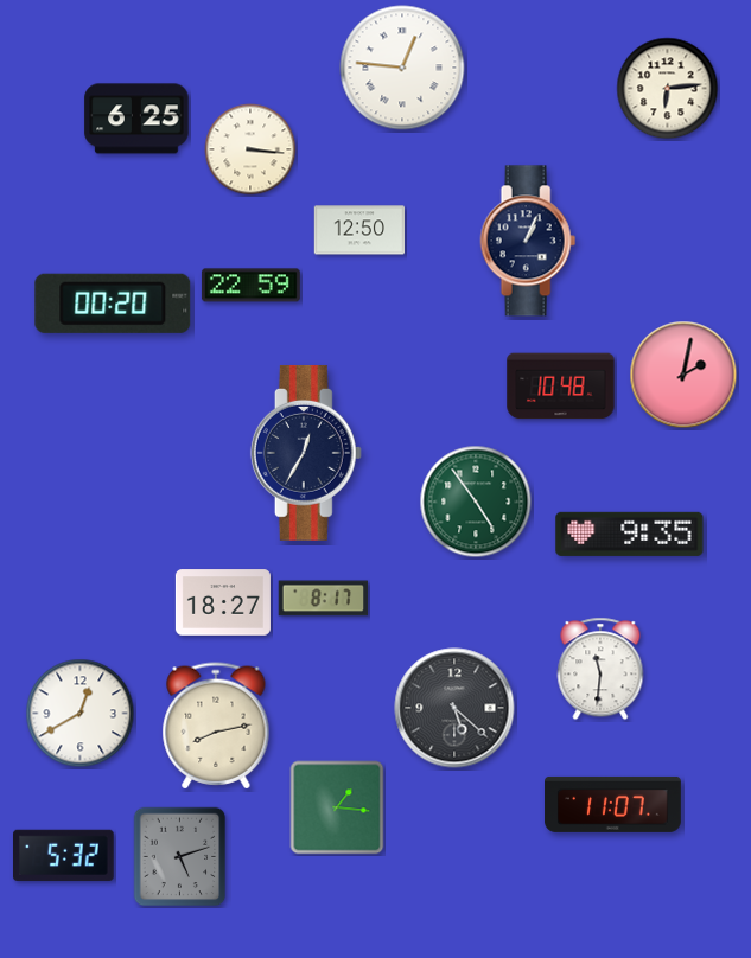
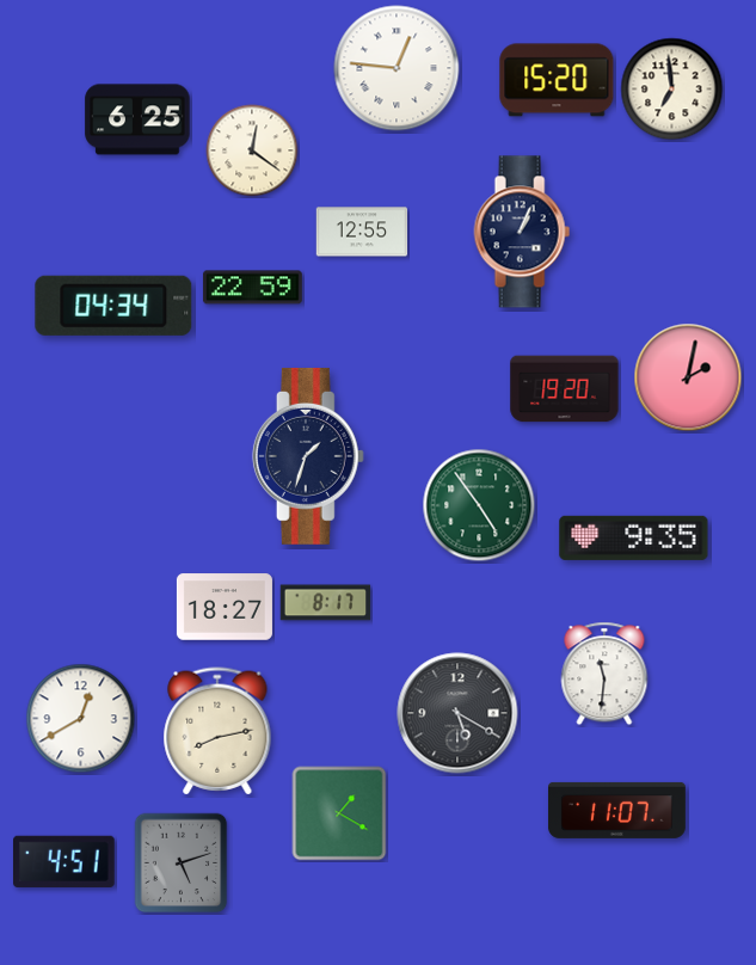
clock at (402, 68) position: (402, 68) -> (397, 68)
clock at (557, 80): none -> 15:20
clock at (668, 89): 6:14 -> 6:59
clock at (250, 149): 3:16 -> 12:21
clock at (359, 230): 12:50 -> 12:55
clock at (528, 241) position: (528, 241) -> (522, 232)
clock at (113, 304): 00:20 -> 04:34
clock at (561, 387): 10:48 -> 19:20
clock at (306, 453): 12:35 -> 1:33
clock at (454, 708): 5:22 -> 5:20
clock at (337, 807): 1:16 -> 1:20
clock at (64, 855): 5:32 -> 4:51
